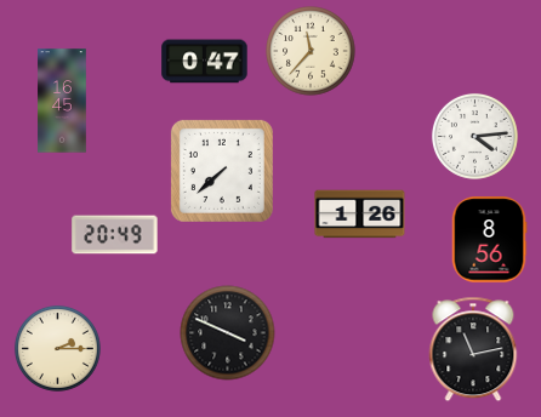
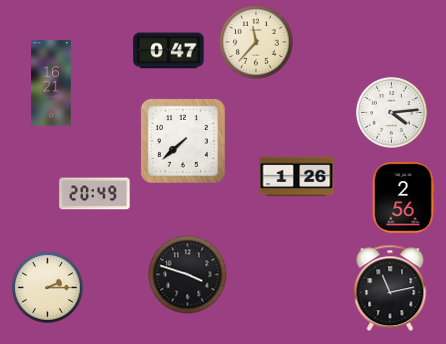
clock at (62, 101): 16:45 -> 16:21
clock at (489, 240): 8:56 -> 2:56
clock at (228, 333): 3:49 -> 3:48
